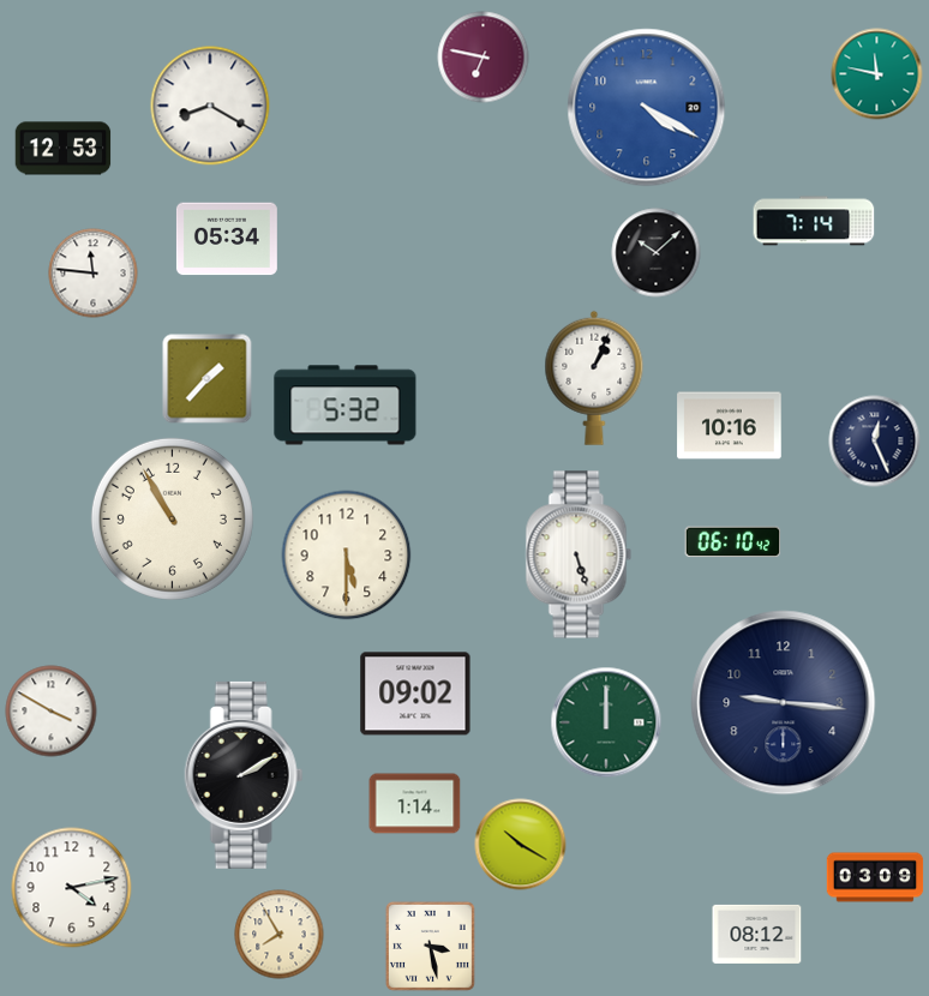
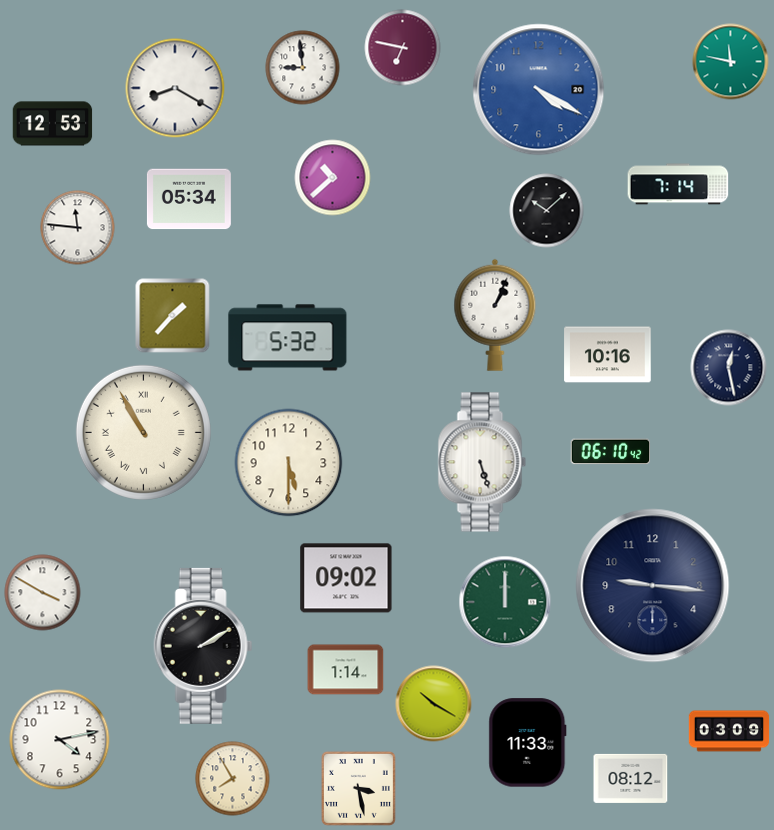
clock at (303, 68): none -> 8:59
clock at (333, 178): none -> 10:38
clock at (875, 442): 12:26 -> 12:28
clock at (172, 518) numerals: Arabic -> Roman
clock at (528, 743): none -> 11:33
